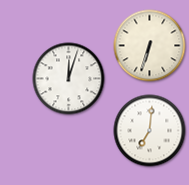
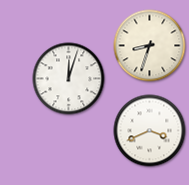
clock at (150, 46): 6:33 -> 8:33
clock at (150, 131): 7:01 -> 3:41
